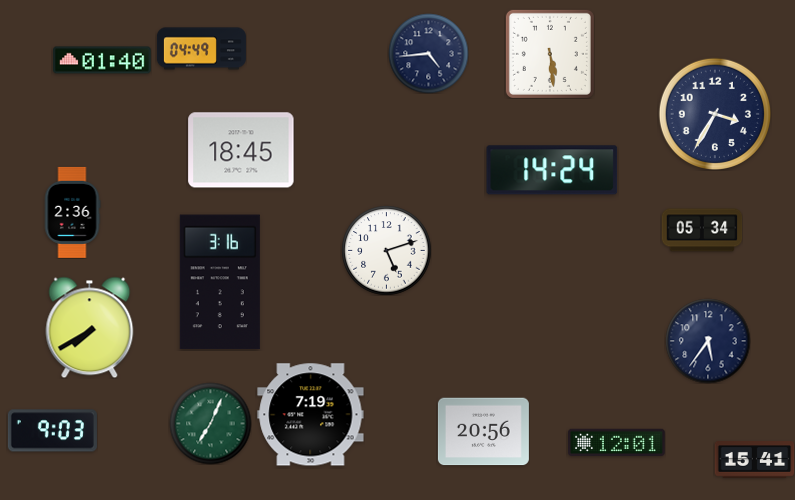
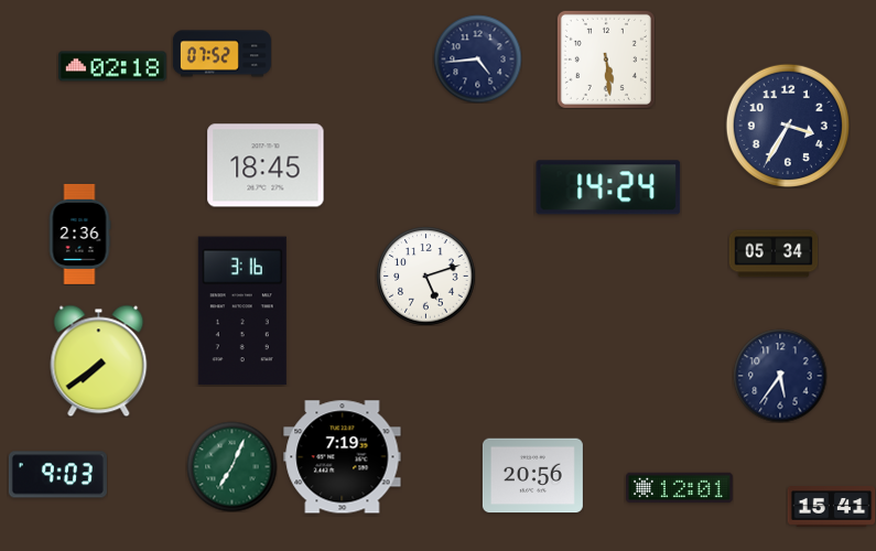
clock at (201, 49): 04:49 -> 07:52
clock at (428, 53) position: (428, 53) -> (477, 58)
clock at (102, 60): 01:40 -> 02:18
clock at (90, 327): 7:40 -> 7:39
